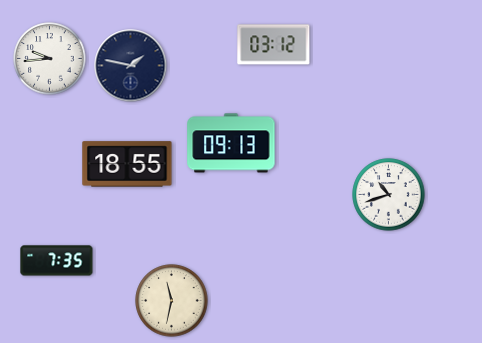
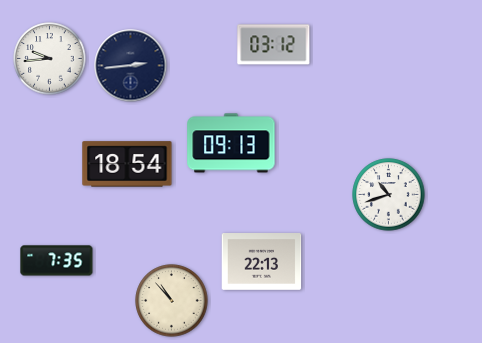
clock at (131, 66): 1:47 -> 2:44
clock at (127, 164): 18:55 -> 18:54
clock at (262, 262): none -> 22:13
clock at (172, 301): 11:32 -> 10:53
